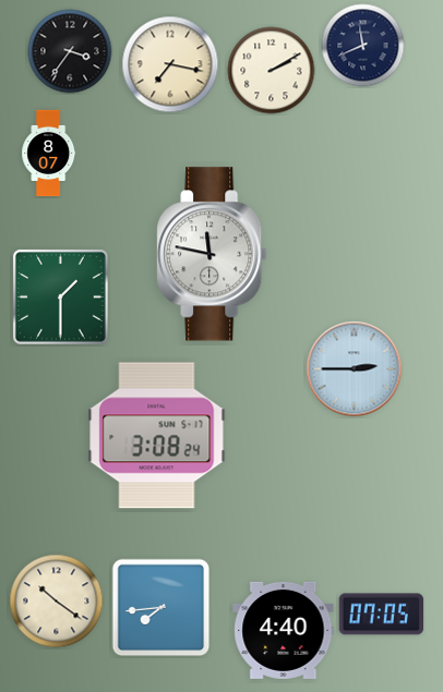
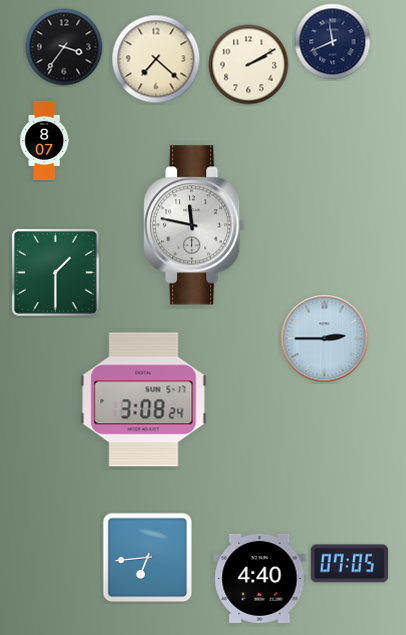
clock at (170, 64): 7:17 -> 7:22
clock at (212, 254) position: (212, 254) -> (194, 225)
clock at (57, 602): 10:21 -> none
clock at (161, 608): 7:44 -> 6:44
